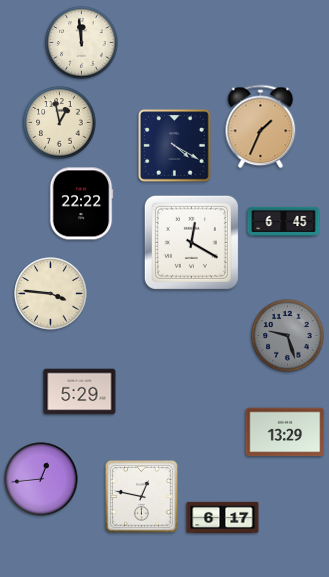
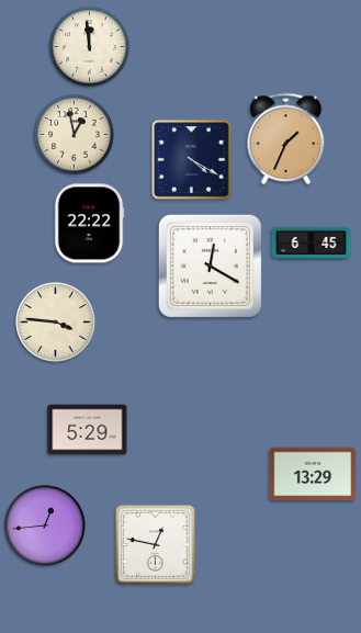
clock at (60, 123) position: (60, 123) -> (75, 135)
clock at (288, 336): 9:27 -> none
clock at (223, 517): 6:17 -> none
